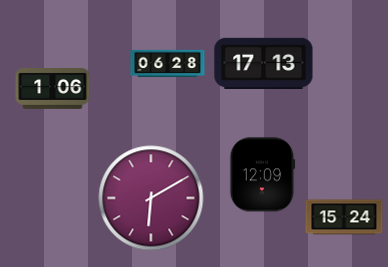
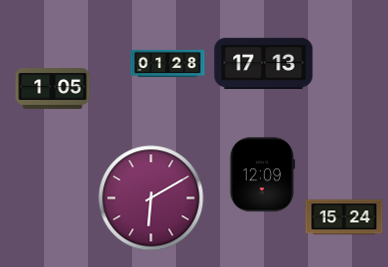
clock at (168, 64): 06:28 -> 01:28
clock at (53, 88): 1:06 -> 1:05
